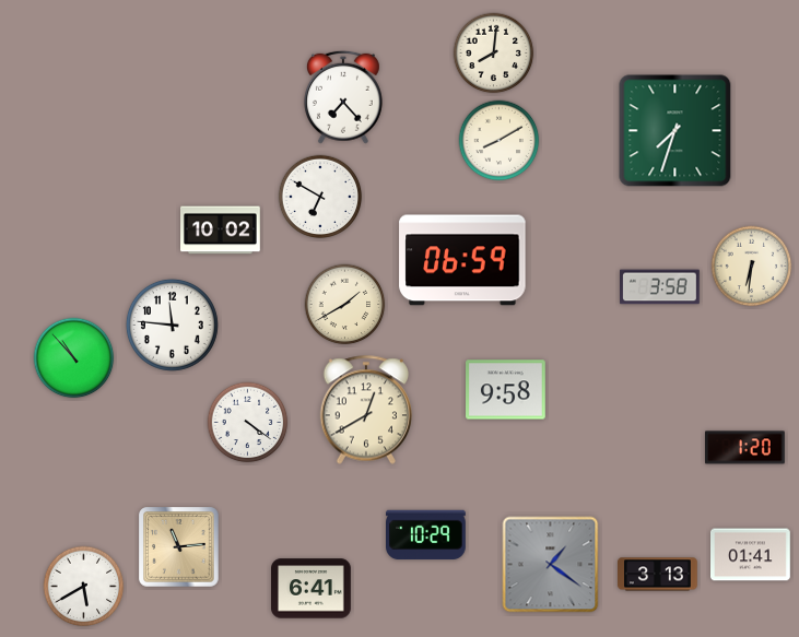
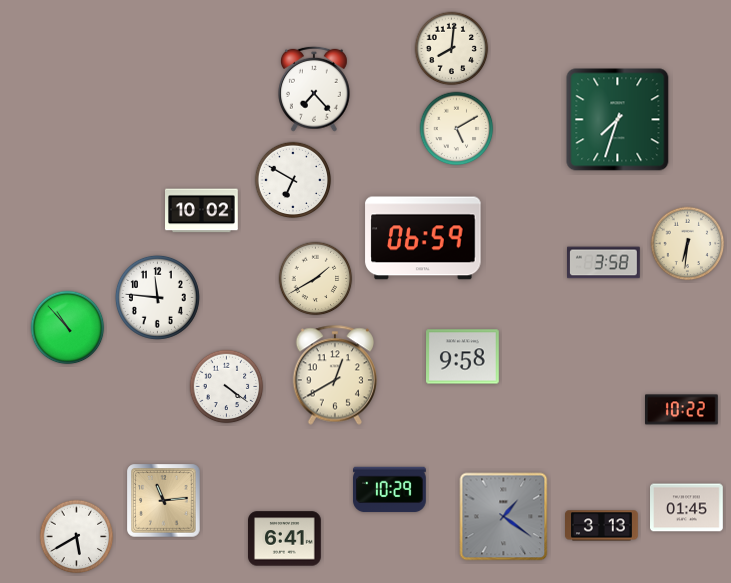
clock at (500, 141): 8:10 -> 5:10
clock at (745, 448): 1:20 -> 10:22
clock at (751, 555): 01:41 -> 01:45
